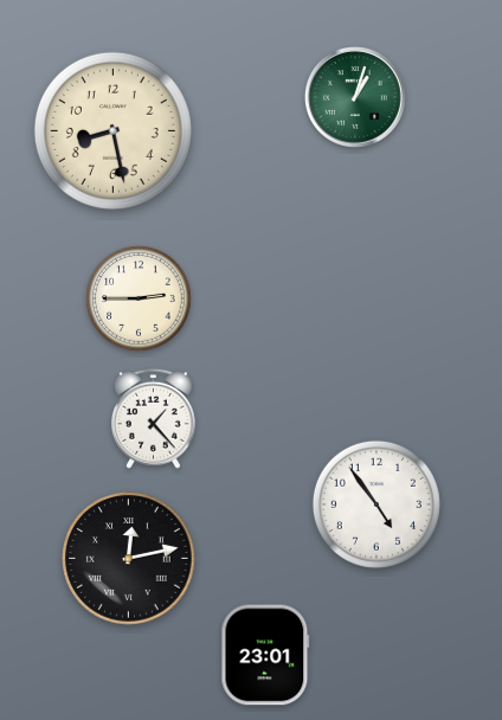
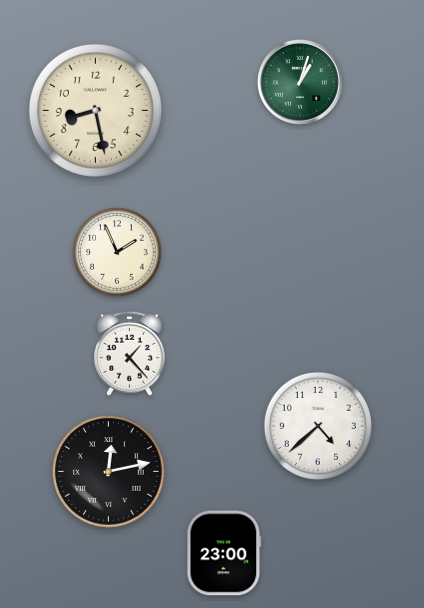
clock at (139, 298): 2:45 -> 1:56
clock at (376, 504): 4:54 -> 4:38
clock at (265, 655): 23:01 -> 23:00
